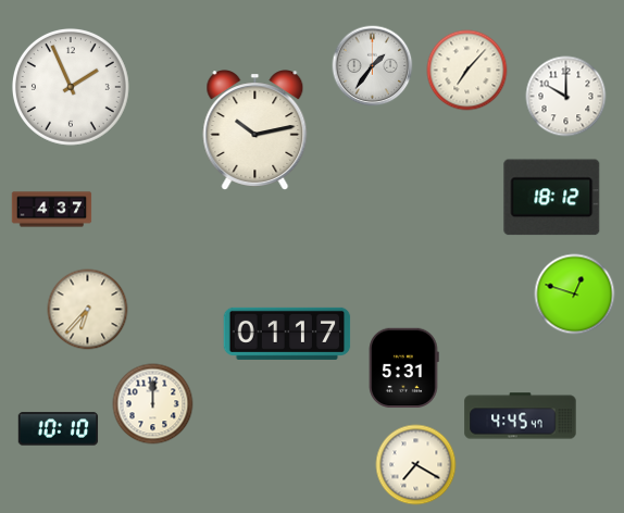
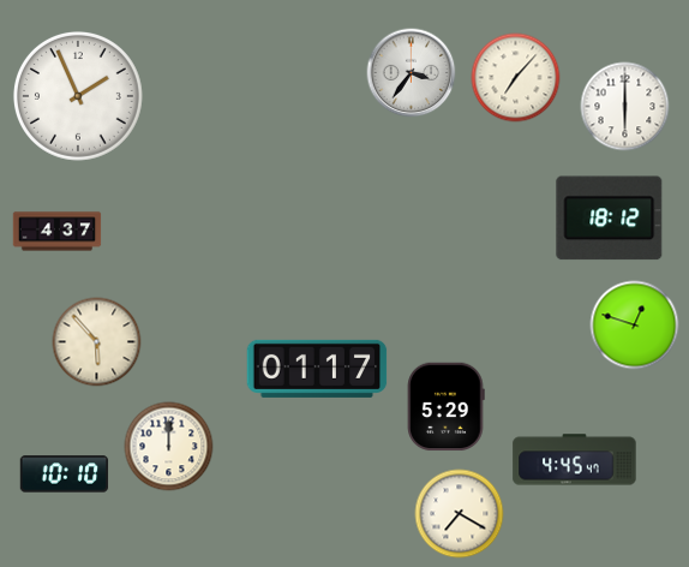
clock at (373, 66): 1:36 -> 3:36
clock at (566, 97): 10:00 -> 6:00
clock at (255, 130): 10:13 -> none
clock at (88, 310): 6:37 -> 5:53
clock at (404, 368): 5:31 -> 5:29
